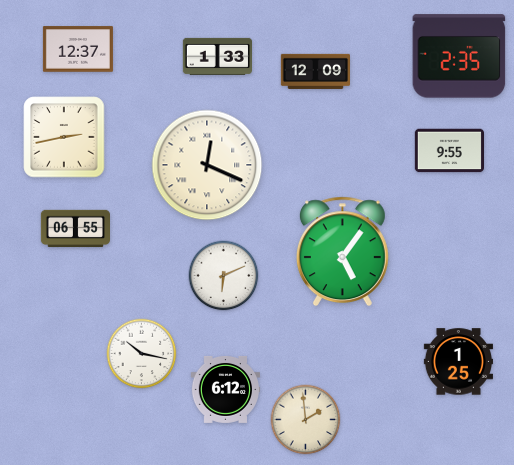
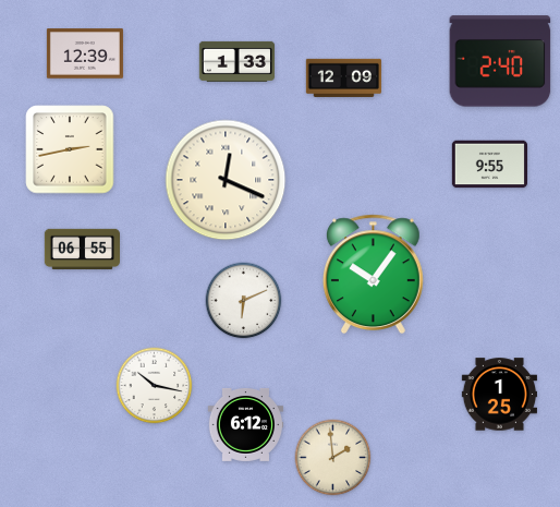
clock at (78, 49): 12:37 -> 12:39
clock at (459, 56): 2:35 -> 2:40
clock at (342, 252): 5:06 -> 10:06
